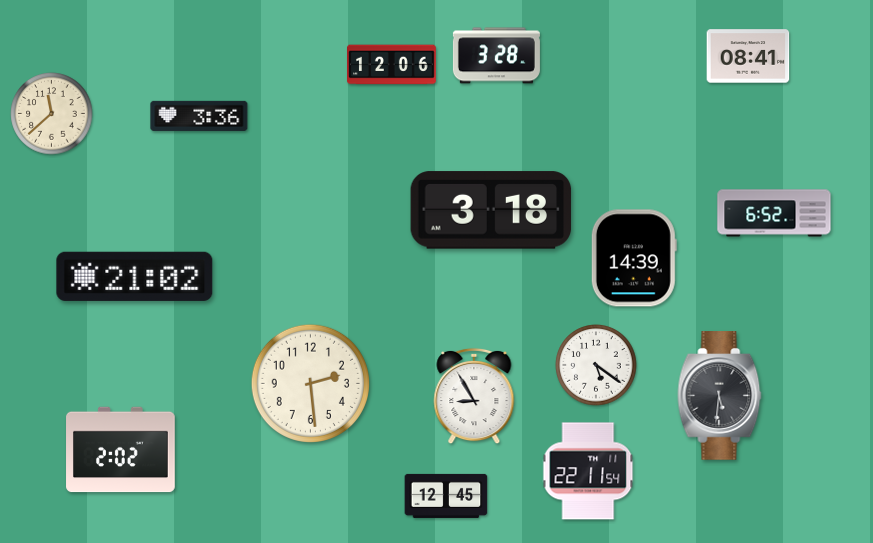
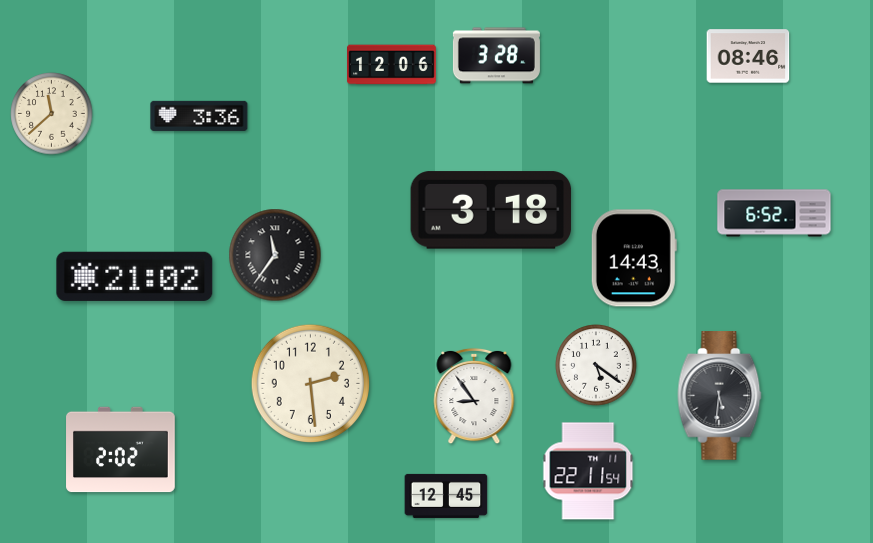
clock at (748, 56): 08:41 -> 08:46
clock at (275, 255): none -> 11:36
clock at (634, 258): 14:39 -> 14:43
clock at (474, 396): 8:55 -> 8:54
